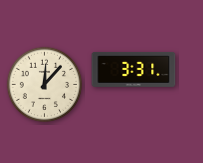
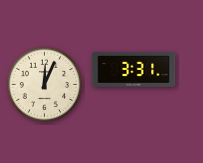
clock at (44, 84): 12:07 -> 12:04
